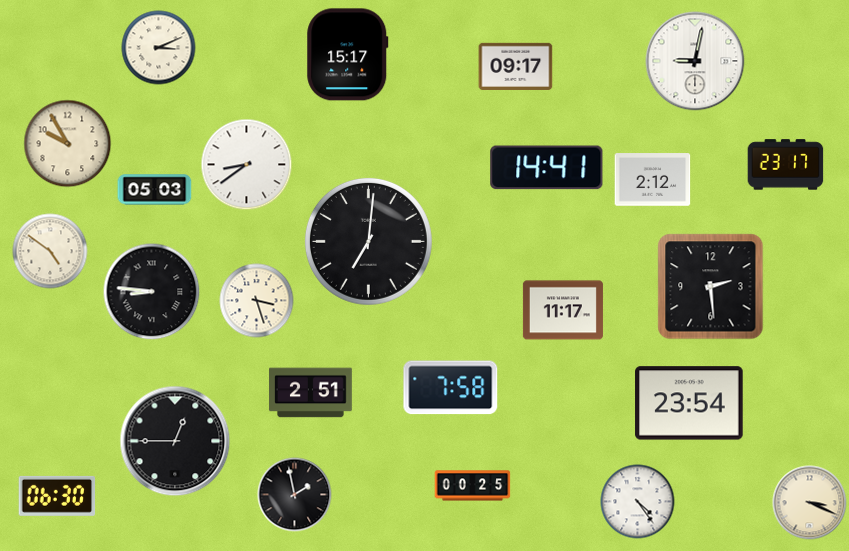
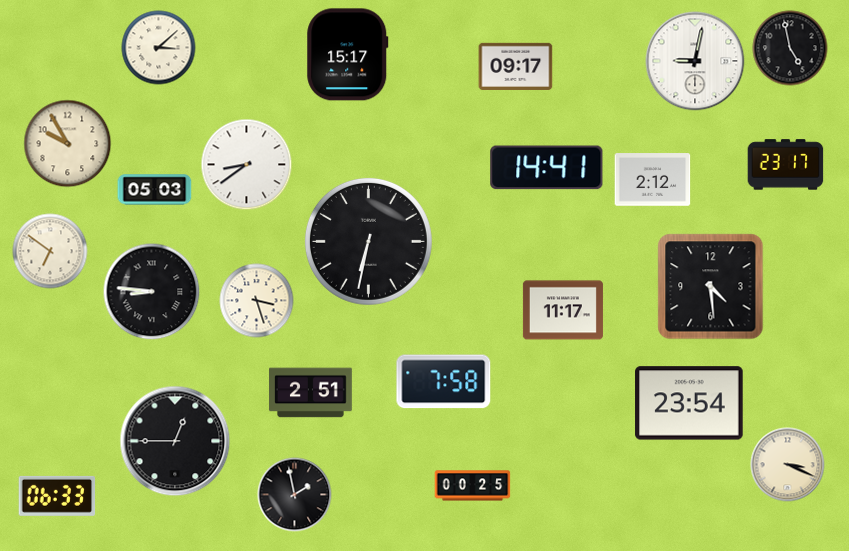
clock at (159, 48): 3:11 -> 3:08
clock at (790, 48): none -> 4:58
clock at (368, 241): 7:01 -> 6:32
clock at (50, 251): 4:51 -> 6:51
clock at (711, 287): 2:29 -> 4:29
clock at (451, 388) position: (451, 388) -> (444, 382)
clock at (57, 496): 06:30 -> 06:33
clock at (638, 502): 4:24 -> none
clock at (810, 503) position: (810, 503) -> (788, 465)
